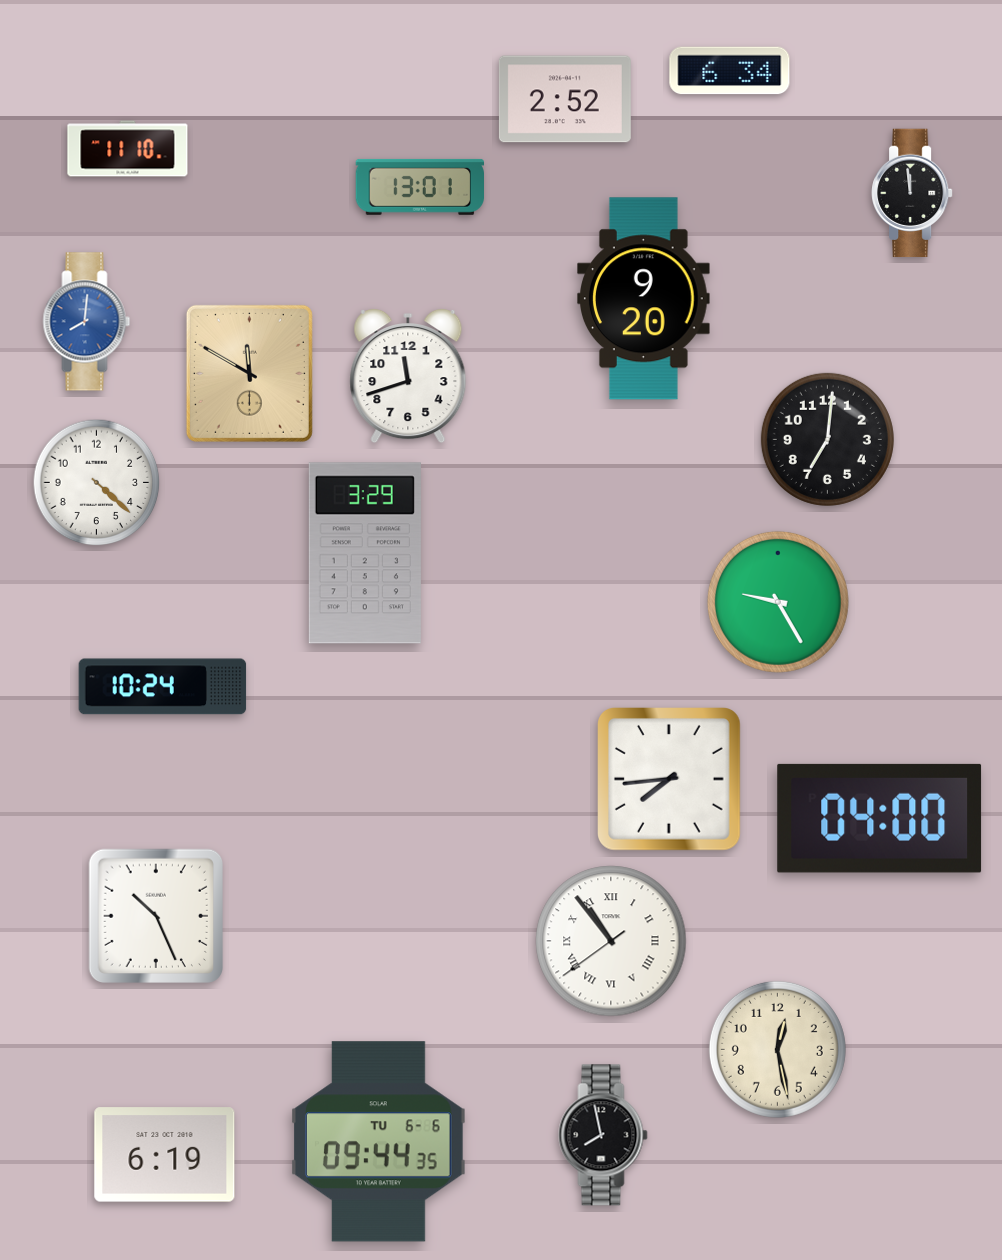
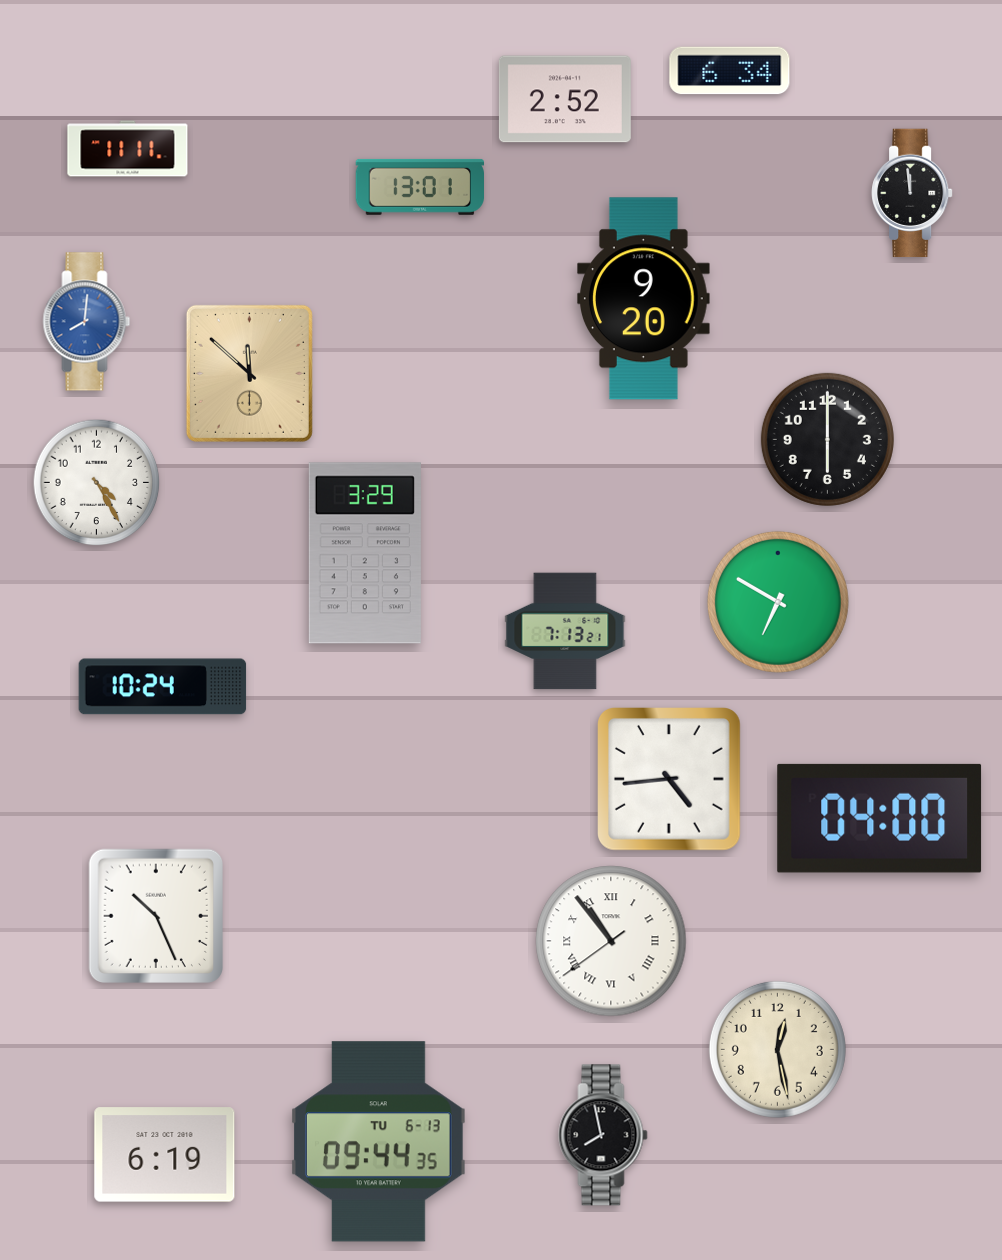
clock at (128, 149): 11:10 -> 11:11
clock at (249, 373): 11:50 -> 11:52
clock at (408, 376): 11:42 -> none
clock at (827, 439): 7:01 -> 6:00
clock at (97, 483): 4:22 -> 4:25
clock at (778, 602): 9:25 -> 6:50
clock at (565, 631): none -> 7:13
clock at (670, 780): 7:44 -> 4:44
clock at (379, 1142) date: TU 6-6 -> TU 6-13
